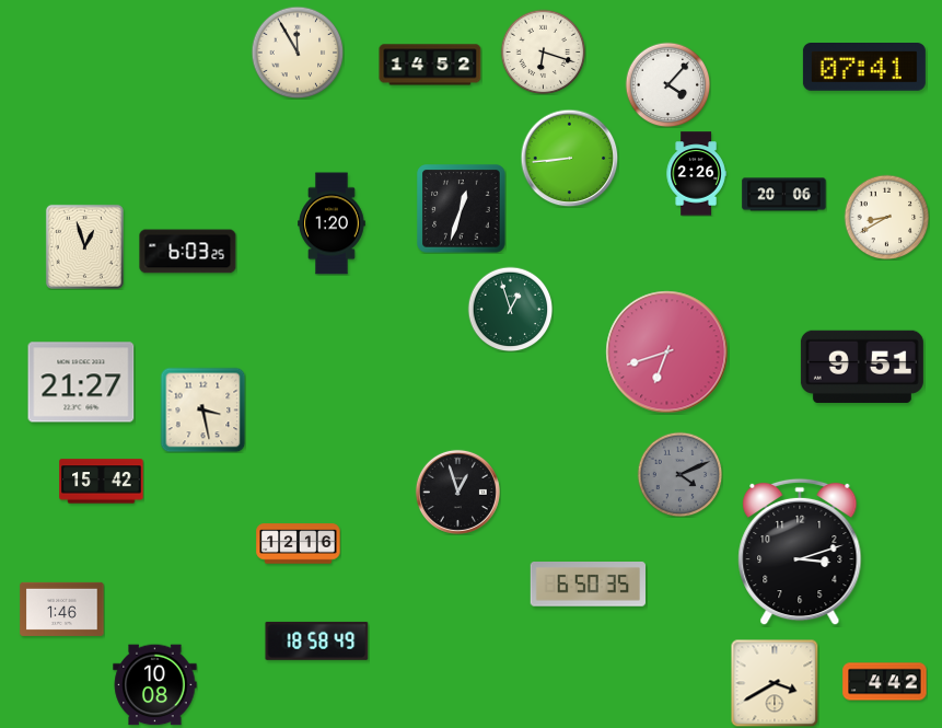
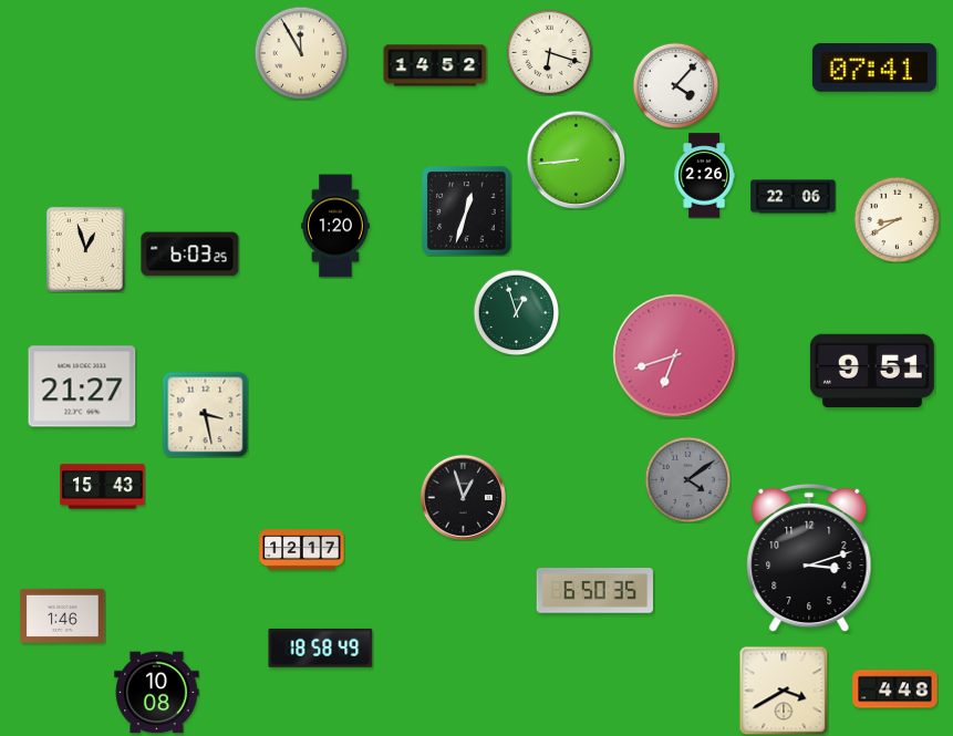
clock at (784, 195): 20:06 -> 22:06
clock at (679, 474): 4:11 -> 4:09
clock at (102, 482): 15:42 -> 15:43
clock at (299, 544): 12:16 -> 12:17
clock at (885, 682): 4:42 -> 4:48
